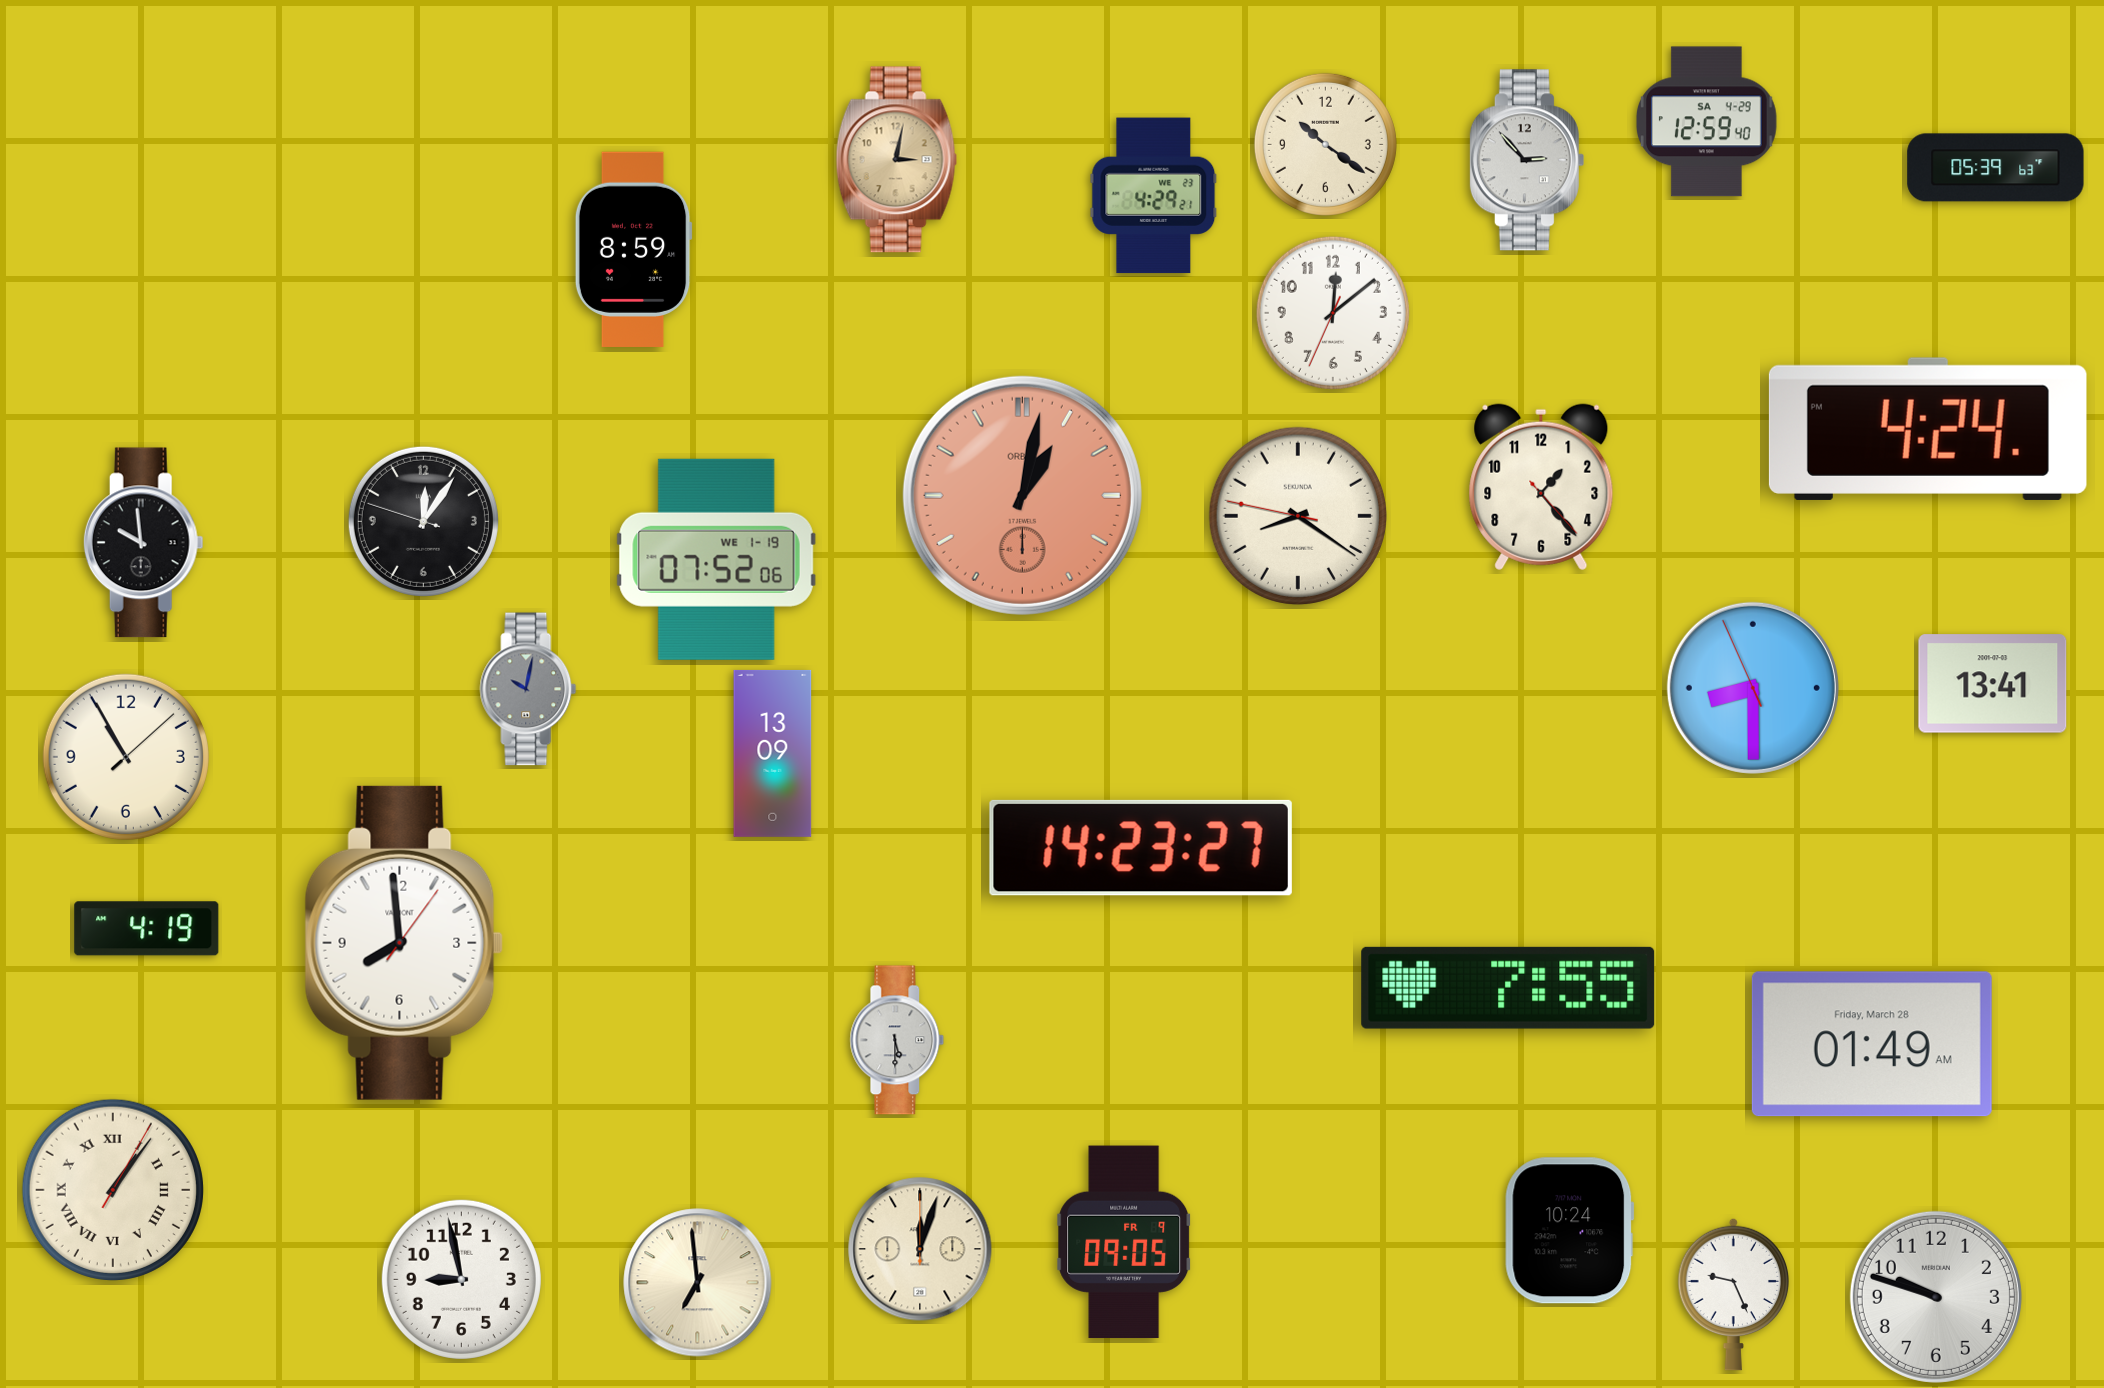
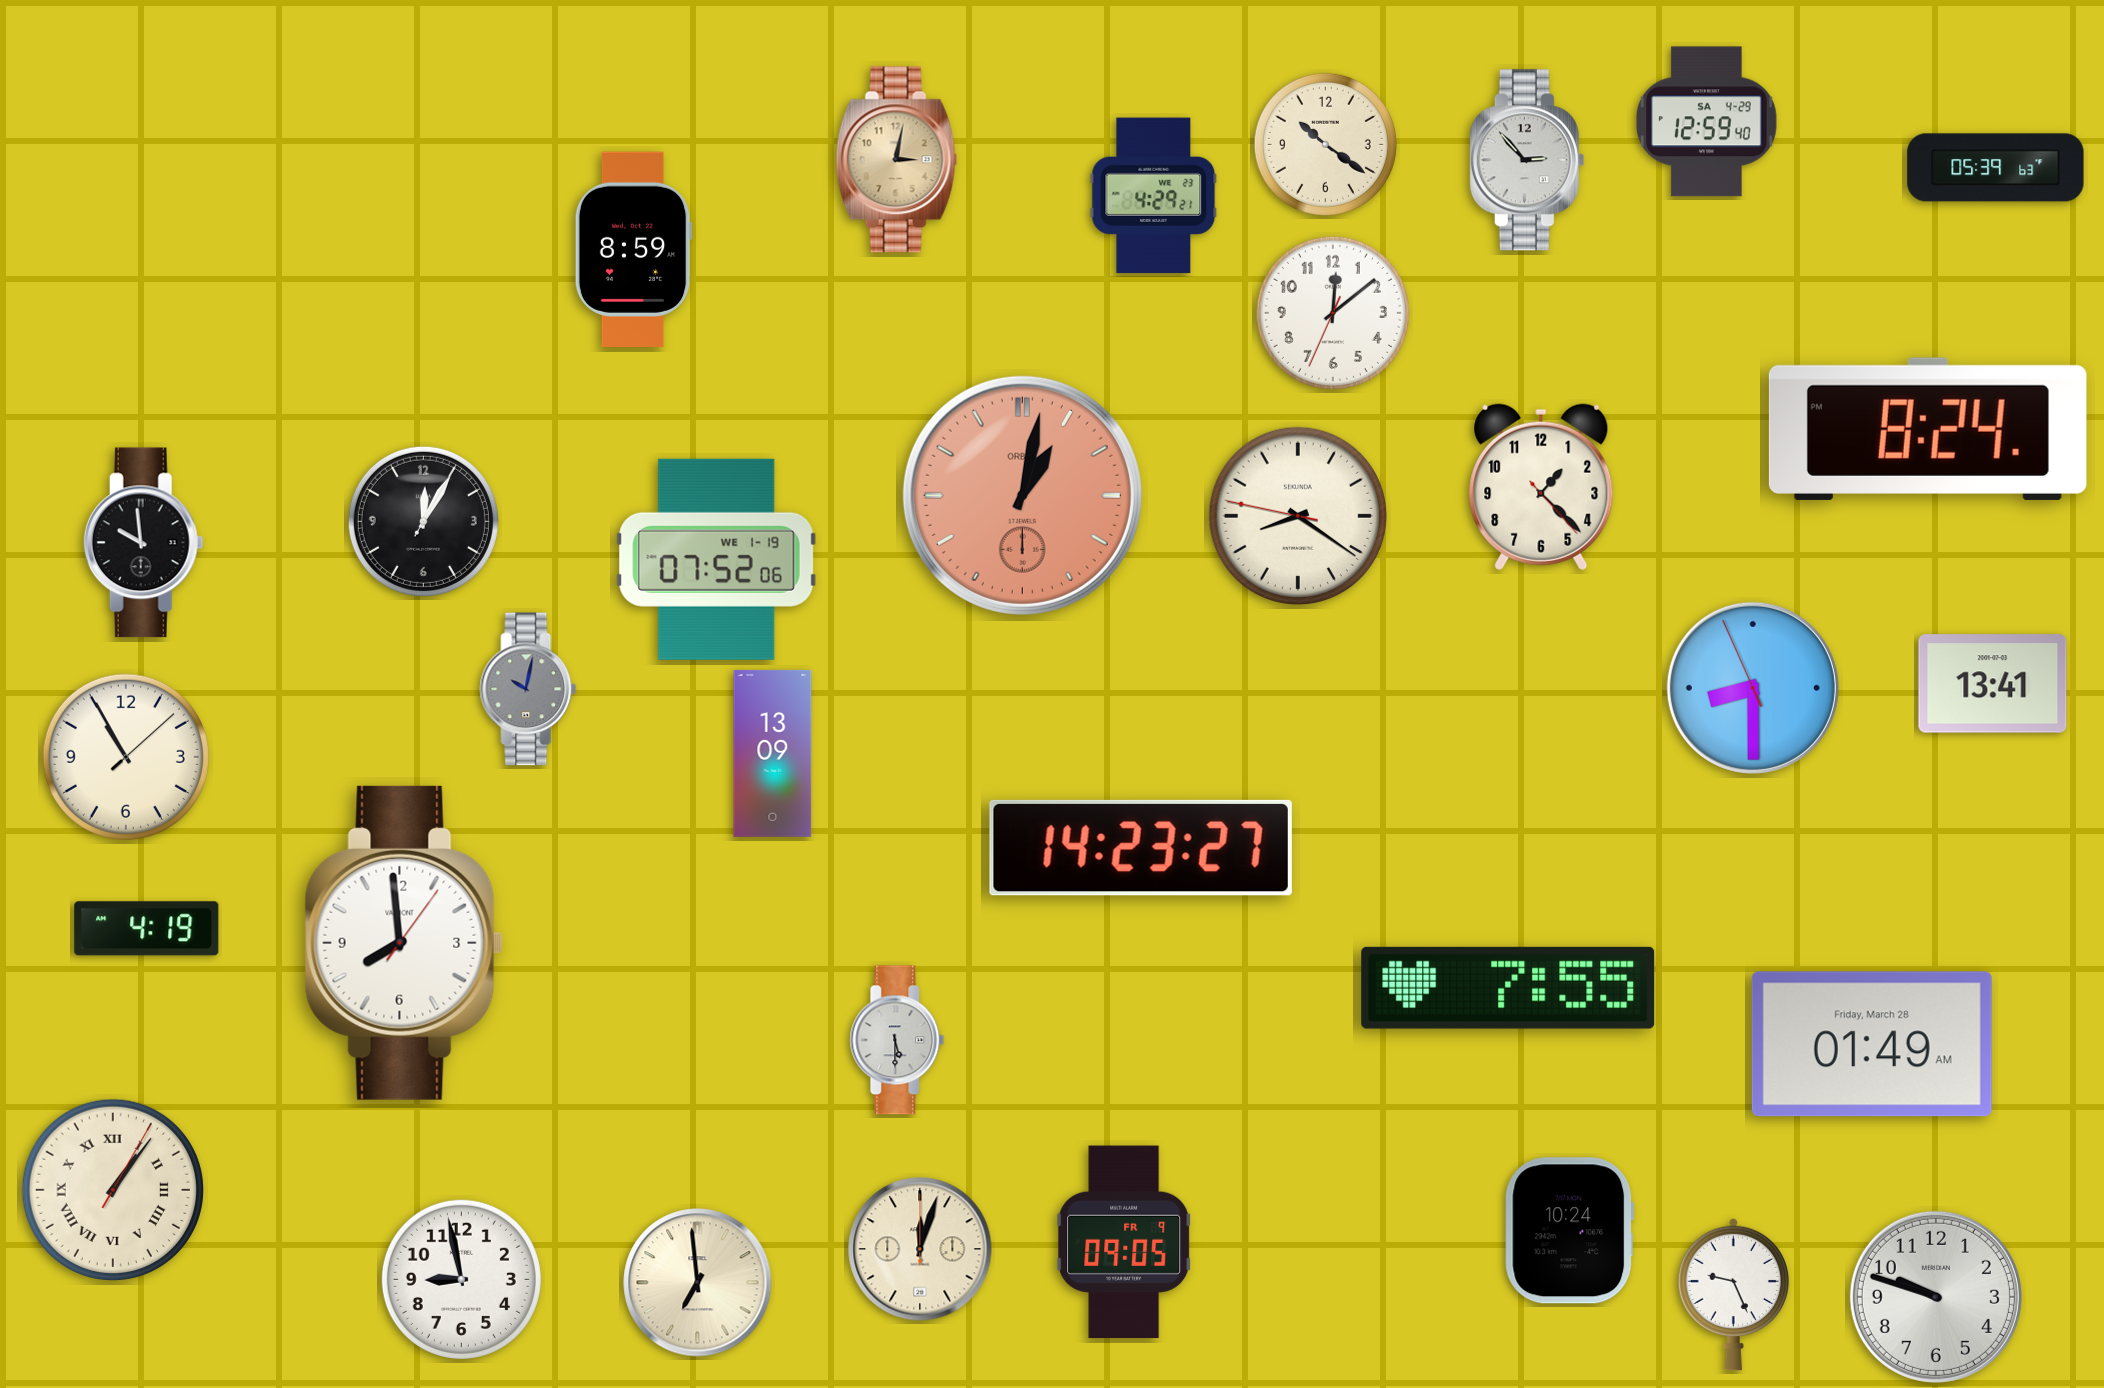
clock at (1928, 429): 4:24 -> 8:24
clock at (1541, 487): 1:23 -> 1:22
clock at (423, 521): 12:05:48 -> 12:05:05
